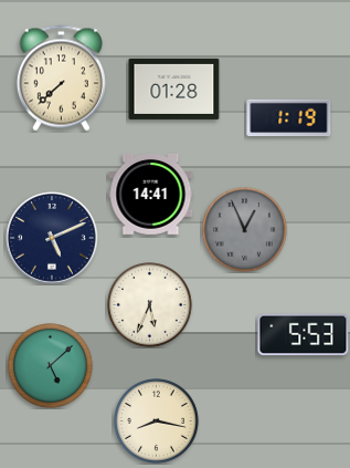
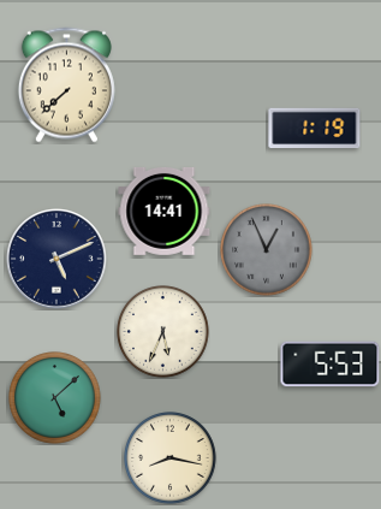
clock at (174, 89): 01:28 -> none
